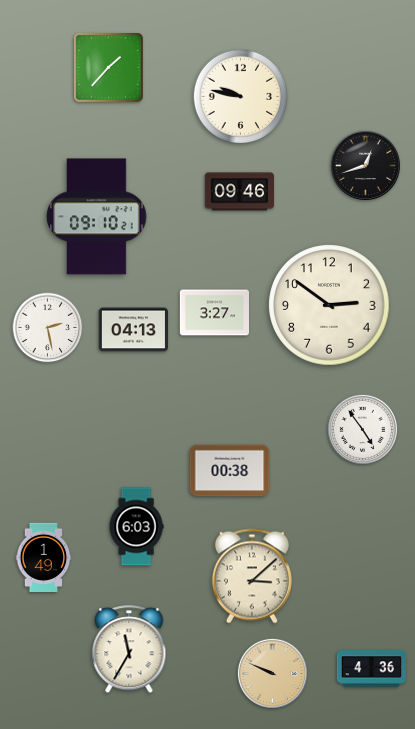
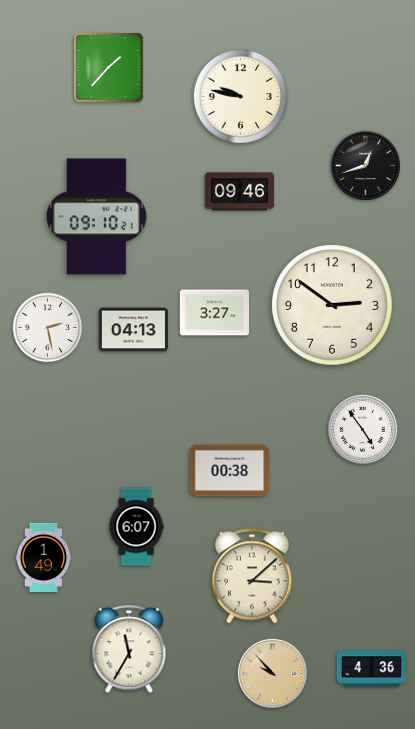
clock at (329, 305) position: (329, 305) -> (332, 305)
clock at (136, 527): 6:03 -> 6:07
clock at (272, 673): 9:49 -> 9:53
